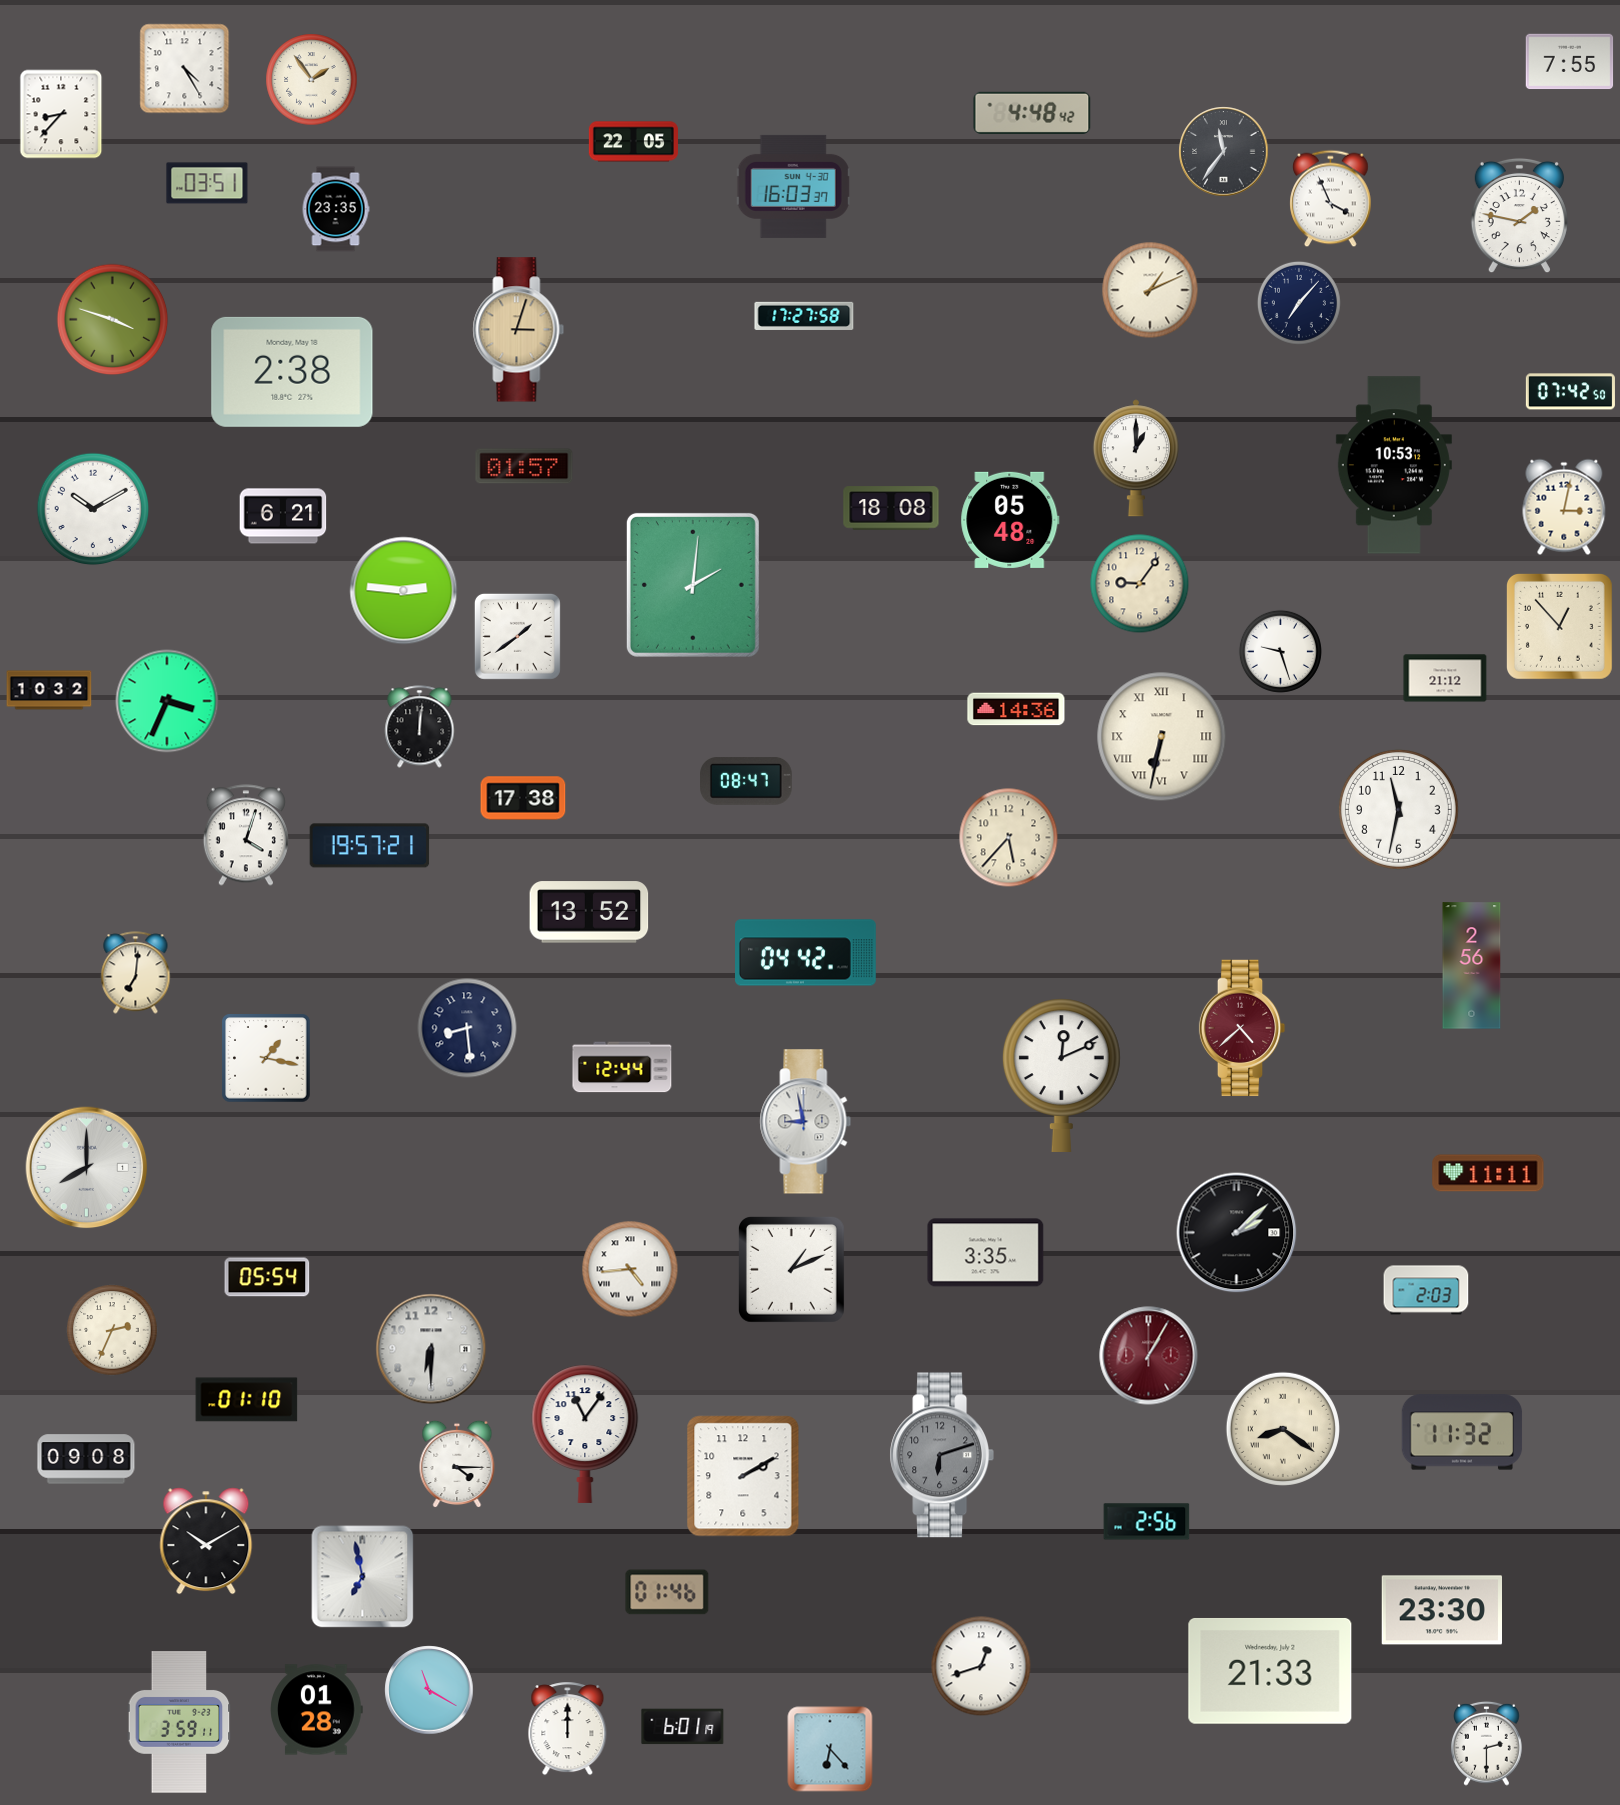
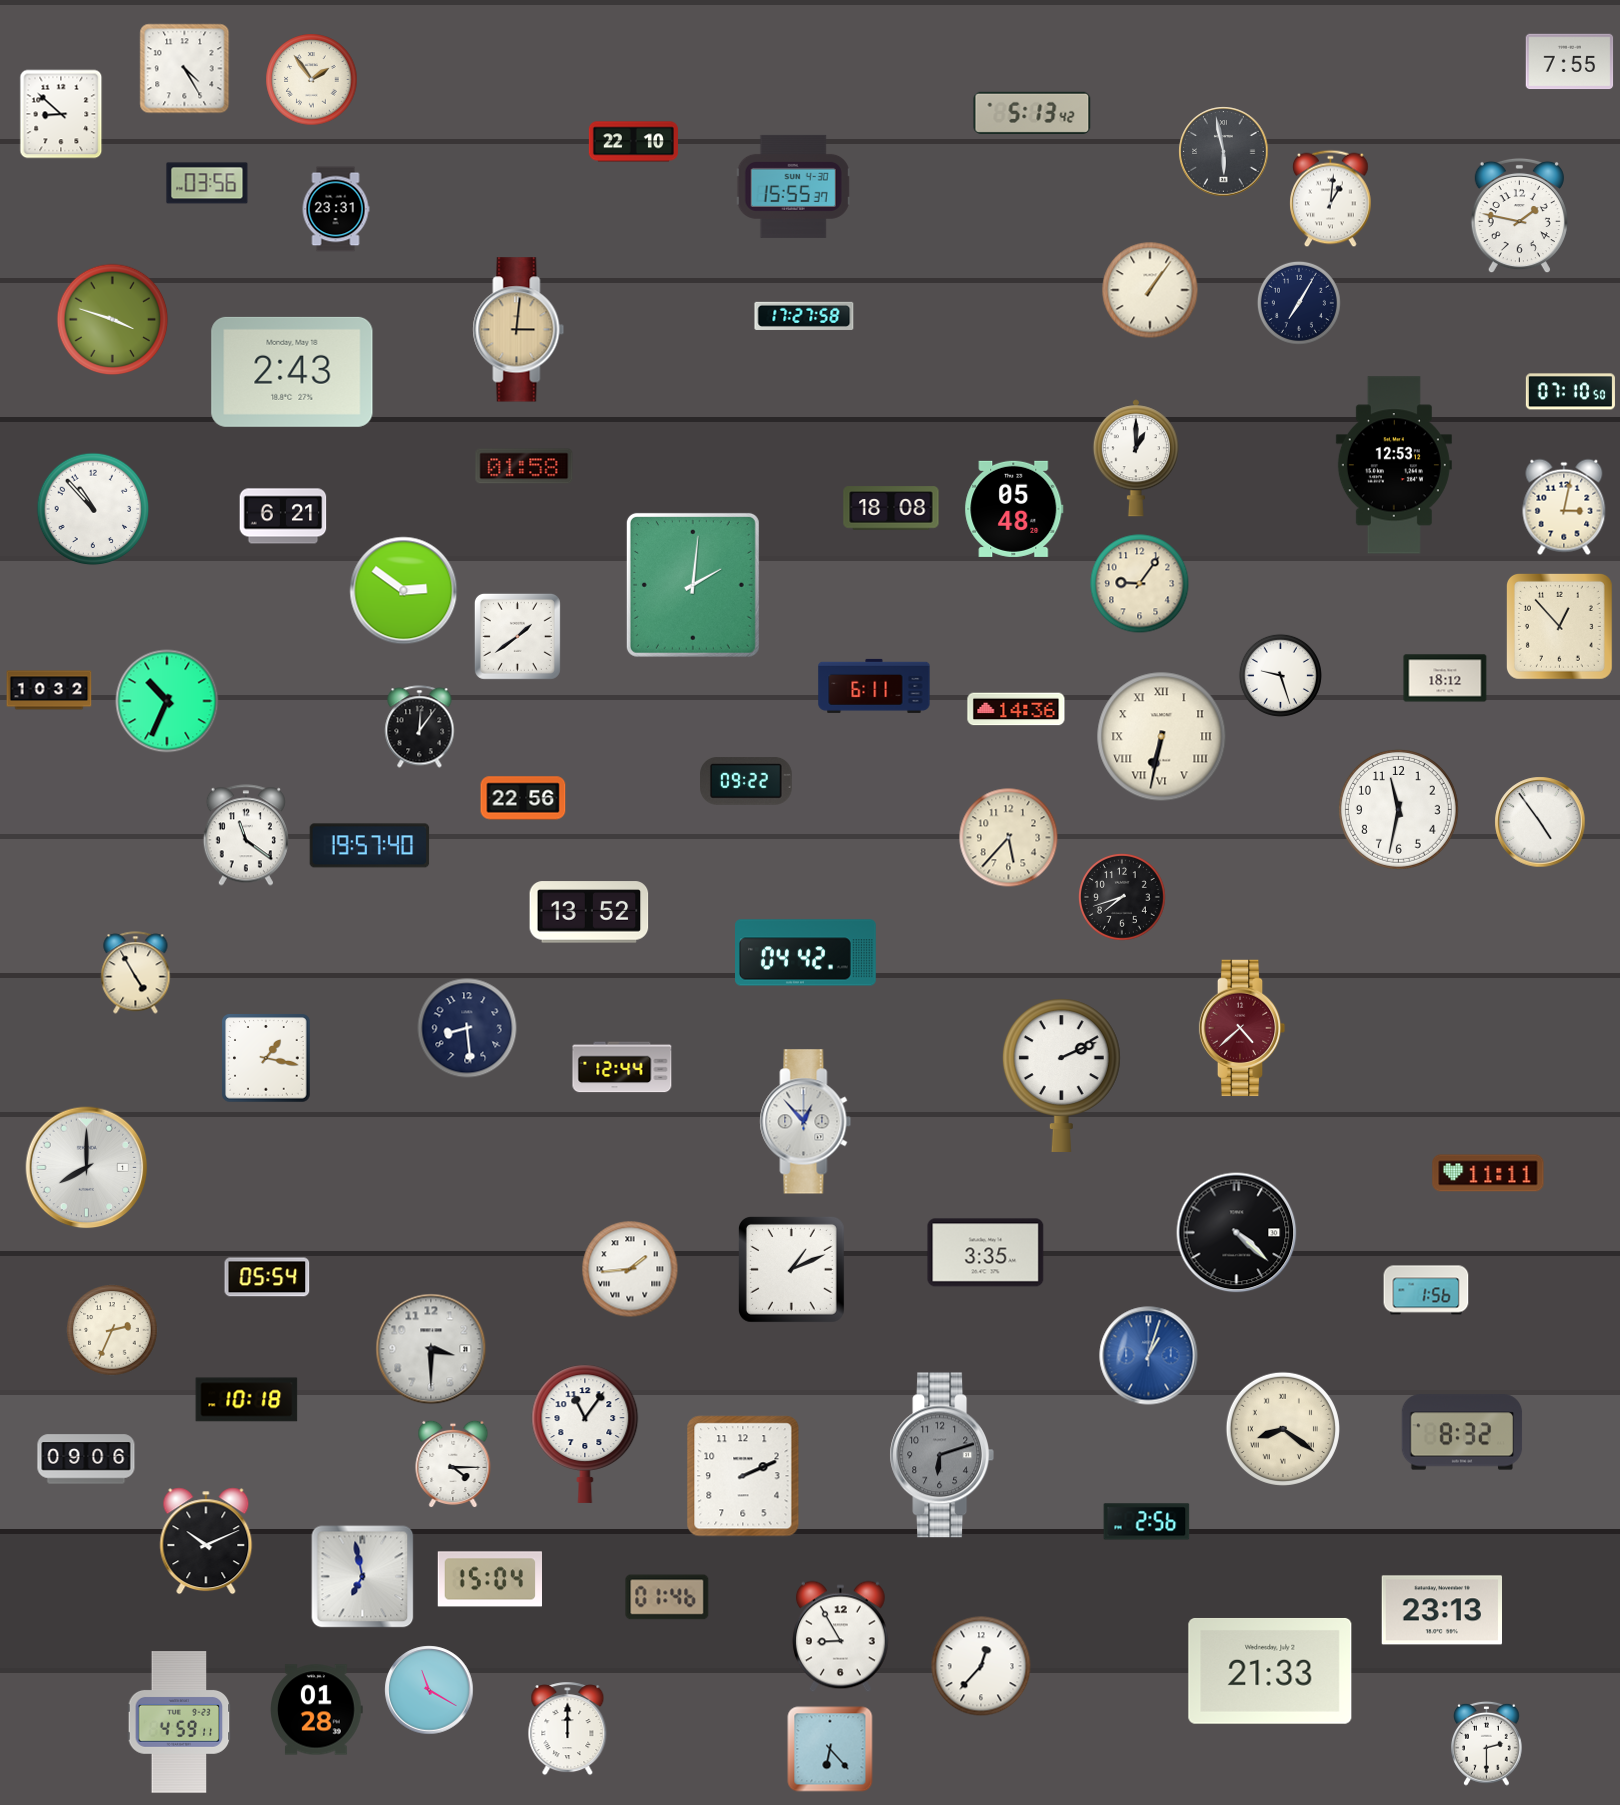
clock at (1032, 113): 4:48 -> 5:13
clock at (61, 114): 8:37 -> 8:52
clock at (633, 142): 22:05 -> 22:10
clock at (1224, 152): 11:36 -> 5:58
clock at (207, 183): 03:51 -> 03:56
clock at (793, 186): 16:03 -> 15:55
clock at (1331, 199): 3:56 -> 1:01
clock at (336, 209): 23:35 -> 23:31
clock at (1150, 290): 1:11 -> 1:06
clock at (1299, 303): 7:07 -> 7:05
clock at (519, 330): 3:03 -> 3:01
clock at (292, 372): 2:38 -> 2:43
clock at (1570, 392): 07:42 -> 07:10
clock at (1394, 465): 10:53 -> 12:53
clock at (524, 466): 01:57 -> 01:58
clock at (93, 509): 10:10 -> 10:53
clock at (1010, 520) position: (1010, 520) -> (1014, 509)
clock at (404, 591): 2:46 -> 2:51
clock at (1280, 651) position: (1280, 651) -> (1280, 675)
clock at (1445, 678): 21:12 -> 18:12
clock at (874, 686): none -> 6:11
clock at (167, 701): 3:34 -> 10:34
clock at (420, 727): 12:01 -> 12:06
clock at (747, 782): 08:47 -> 09:22
clock at (523, 798): 17:38 -> 22:56
clock at (1540, 822): none -> 4:54
clock at (246, 835): 4:03 -> 11:21
clock at (370, 846): 19:57:21 -> 19:57:40
clock at (1123, 898): none -> 7:42
clock at (1472, 966): 2:56 -> none
clock at (136, 973): 7:01 -> 4:55
clock at (1061, 1075): 12:11 -> 2:11
clock at (806, 1122): 8:58 -> 12:53
clock at (1237, 1233): 2:08 -> 4:22
clock at (630, 1269): 4:44 -> 1:44
clock at (1426, 1290): 2:03 -> 1:56
clock at (431, 1349): 6:30 -> 3:30
clock at (1149, 1356): 1:05 -> 1:03
clock at (1149, 1356) dial: burgundy -> blue
clock at (247, 1400): 01:10 -> 10:18
clock at (1462, 1432): 11:32 -> 8:32
clock at (86, 1459): 09:08 -> 09:06
clock at (457, 1464) position: (457, 1464) -> (453, 1464)
clock at (743, 1476): 2:10 -> 2:11
clock at (206, 1541): 10:10 -> 10:11
clock at (489, 1579): none -> 15:04
clock at (667, 1592) position: (667, 1592) -> (667, 1597)
clock at (1441, 1610): 23:30 -> 23:13
clock at (840, 1637): none -> 8:55
clock at (981, 1666): 12:42 -> 12:37
clock at (179, 1722): 3:59 -> 4:59
clock at (683, 1727): 6:01 -> none
